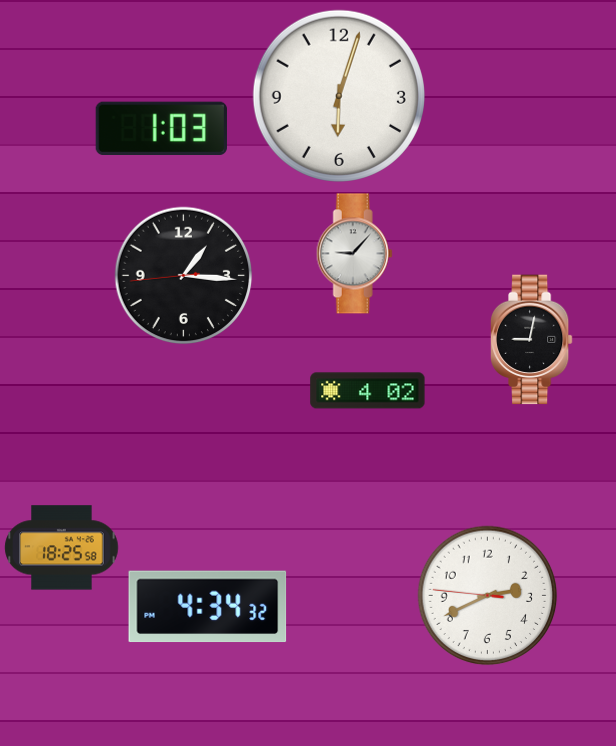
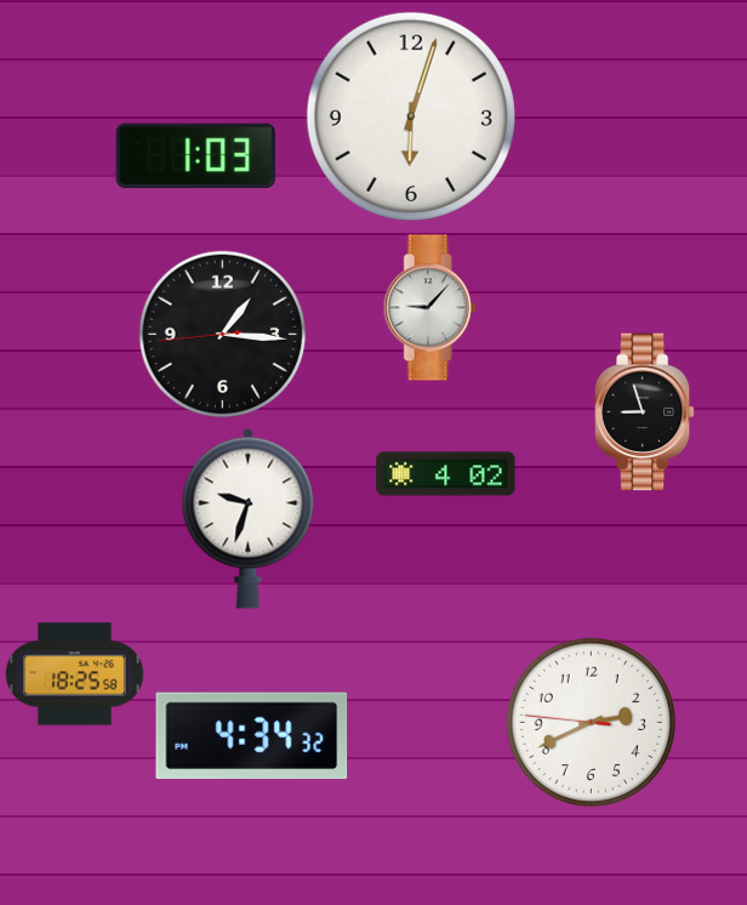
clock at (531, 340): 9:02 -> 8:57
clock at (249, 518): none -> 9:33
clock at (62, 548) position: (62, 548) -> (75, 675)
